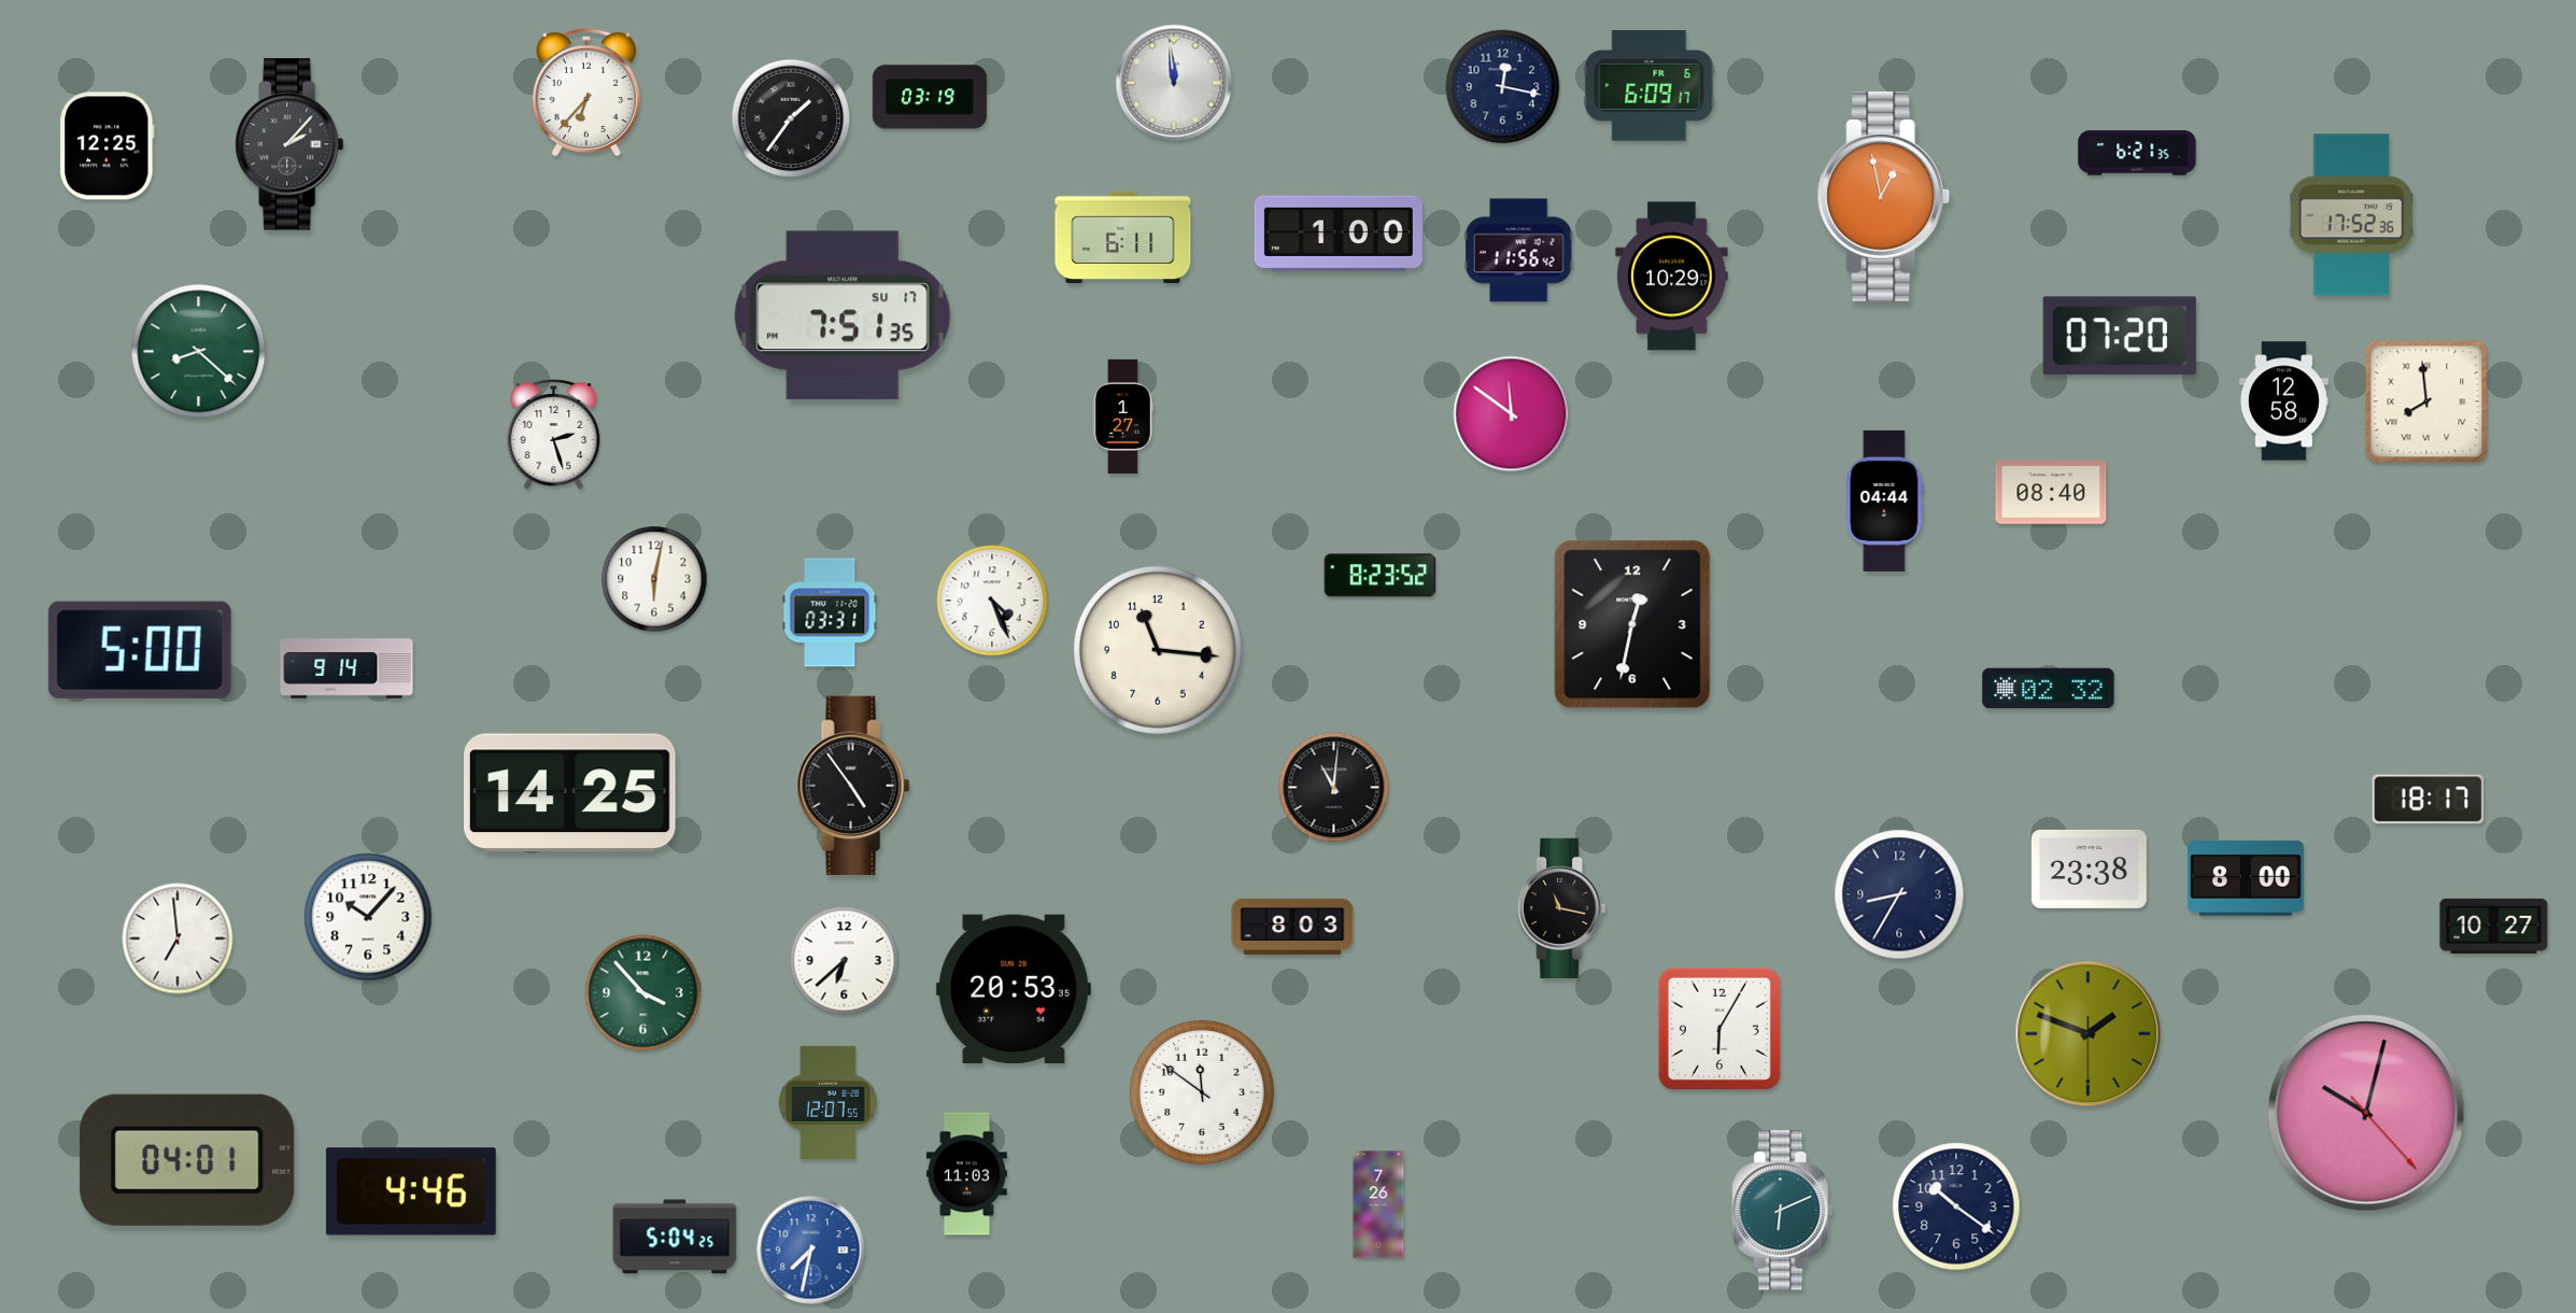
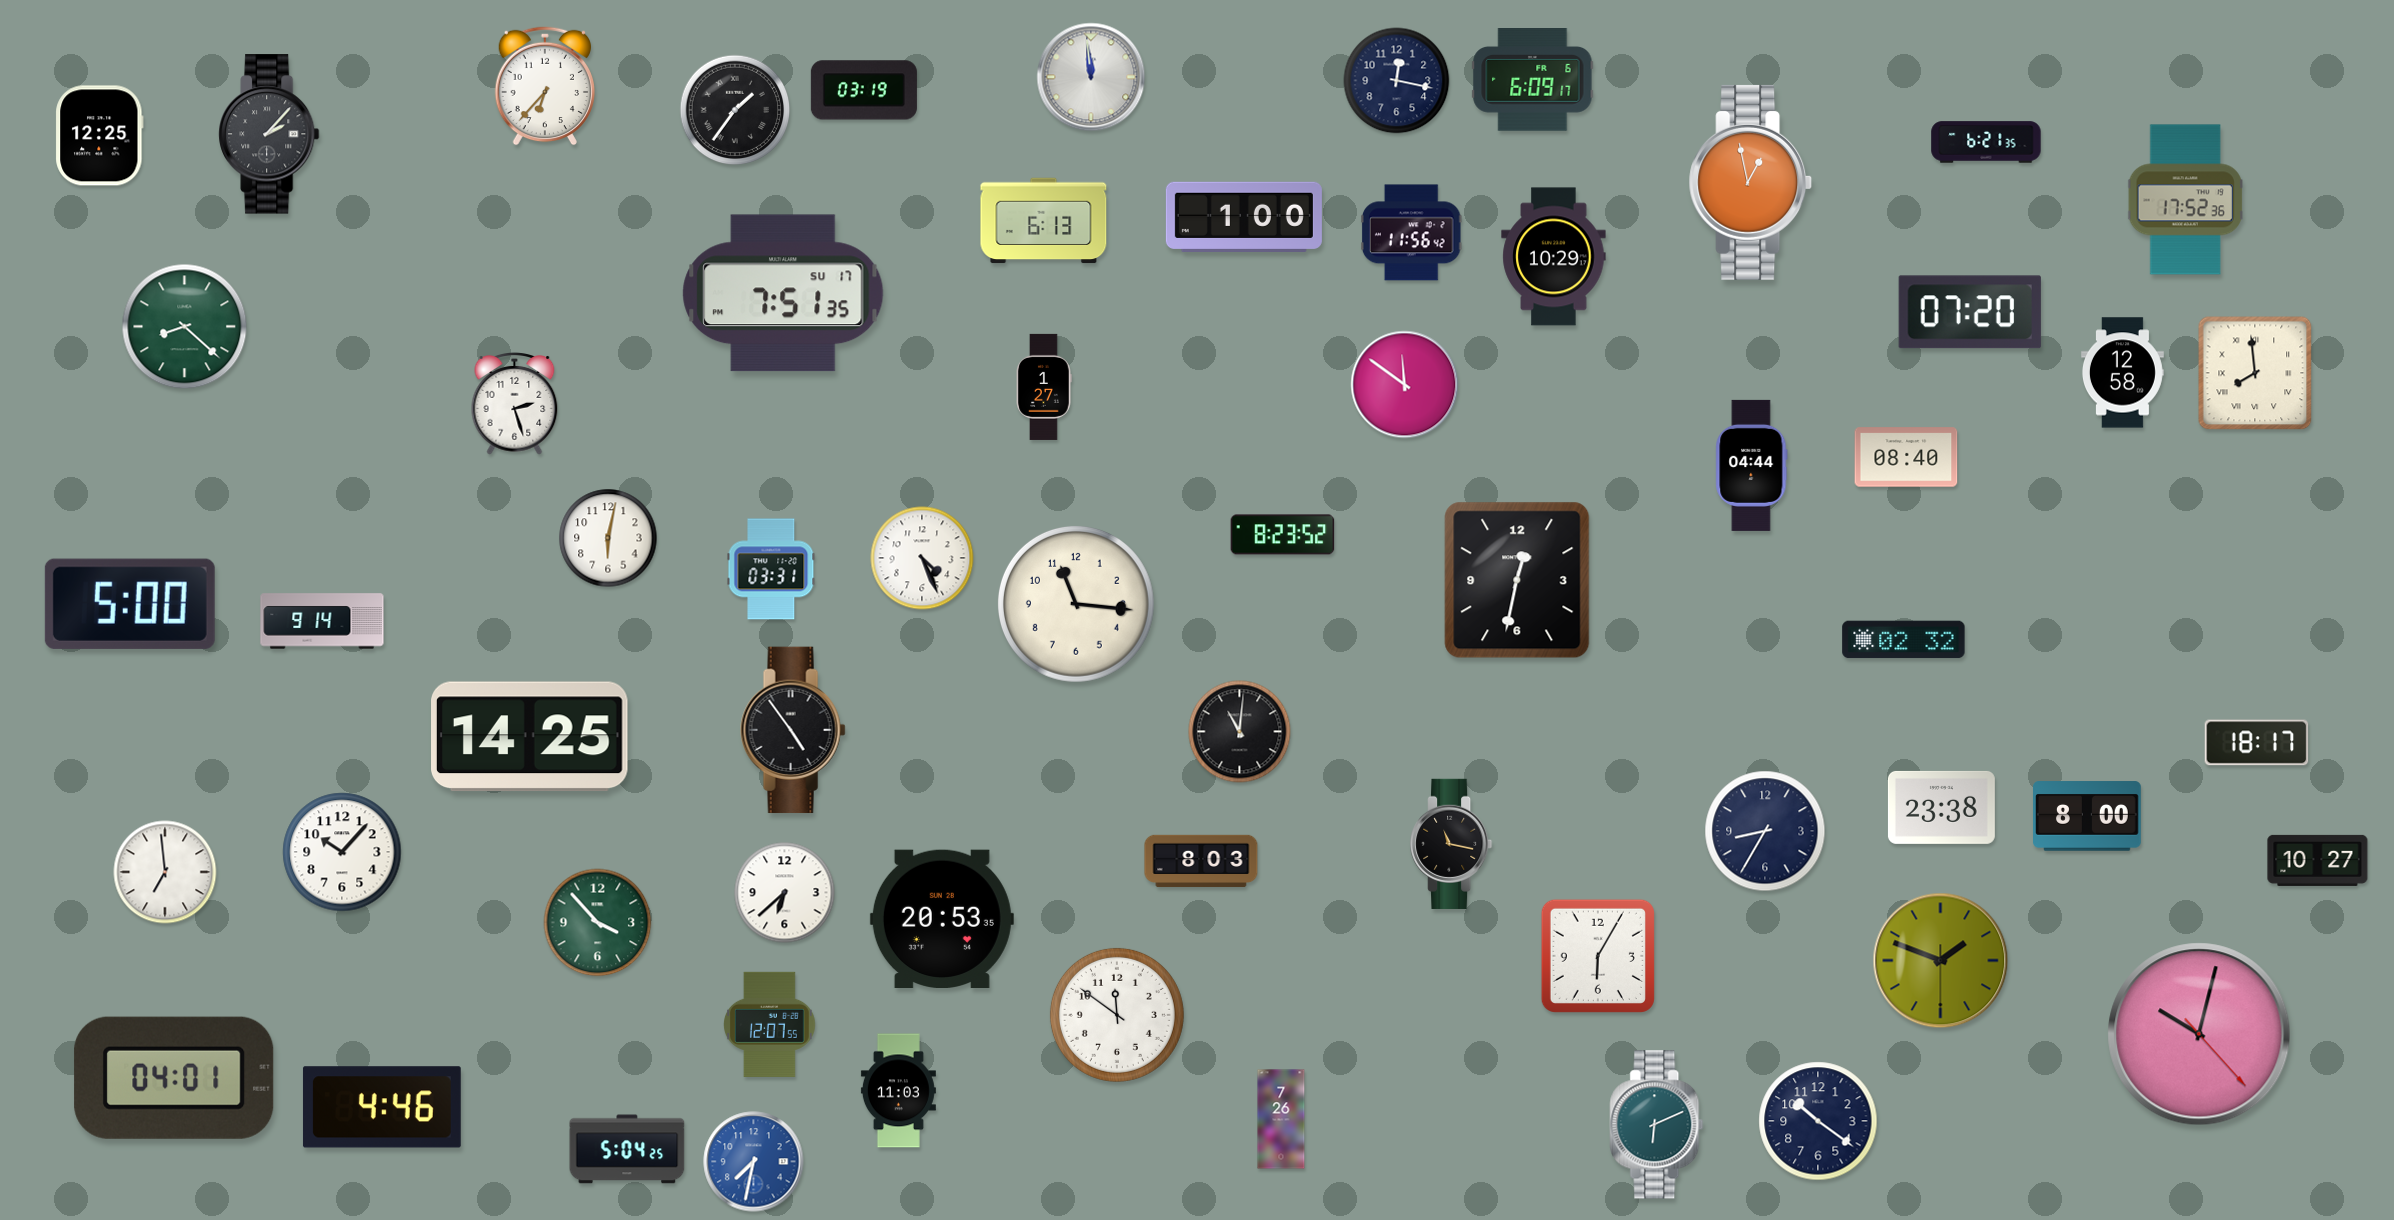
clock at (1123, 238): 6:11 -> 6:13
